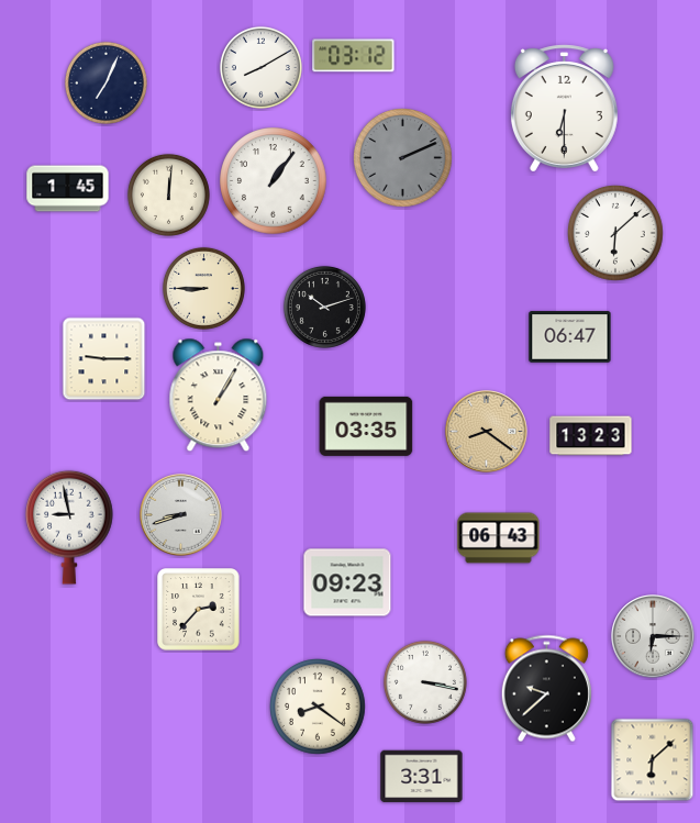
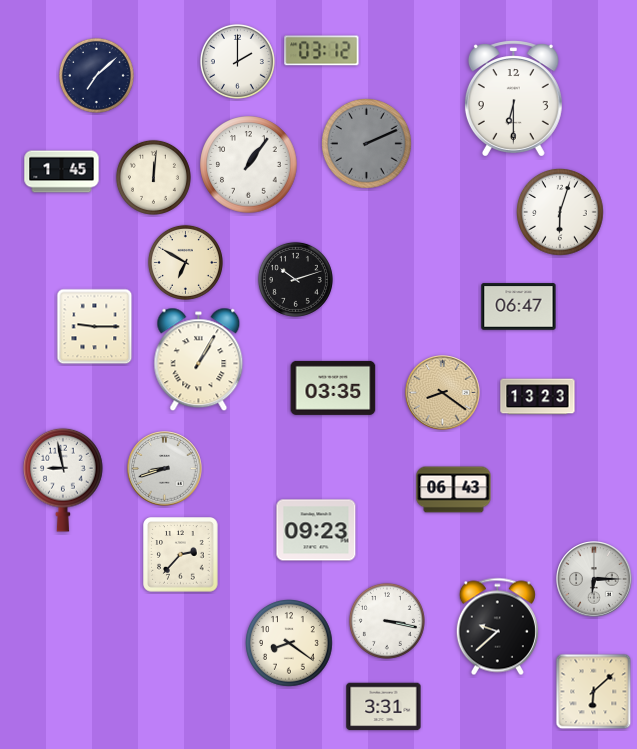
clock at (260, 67): 8:10 -> 2:00
clock at (105, 82): 7:04 -> 7:08
clock at (616, 234): 6:08 -> 6:03
clock at (203, 288): 8:45 -> 6:50
